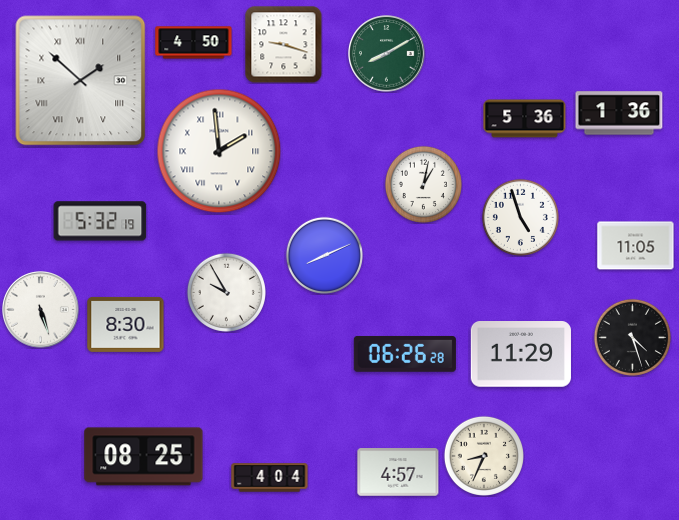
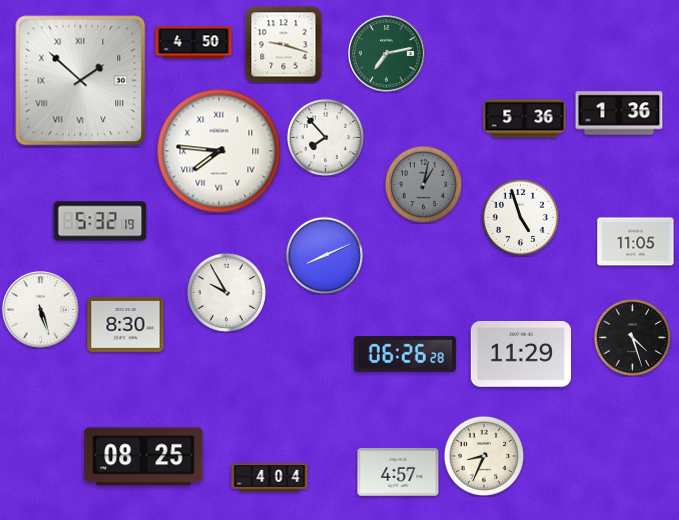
clock at (387, 54): 8:10 -> 7:13
clock at (325, 137): none -> 7:53
clock at (219, 151): 1:59 -> 7:46
clock at (423, 184) dial: white -> grey
clock at (636, 246) position: (636, 246) -> (636, 242)
